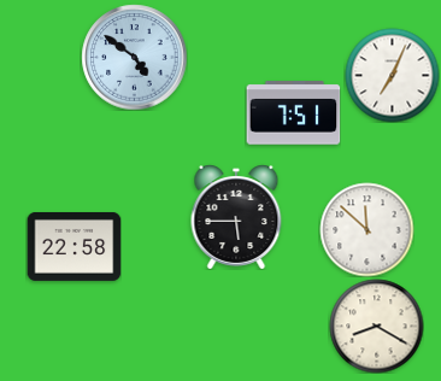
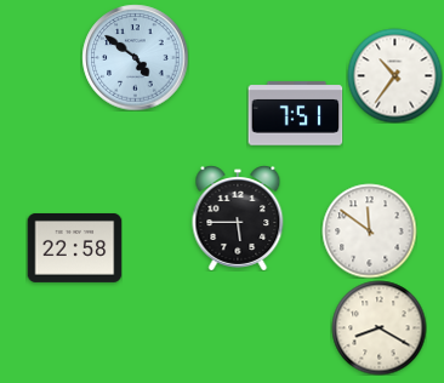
clock at (392, 75): 7:04 -> 10:36
clock at (366, 229): 11:52 -> 11:51
